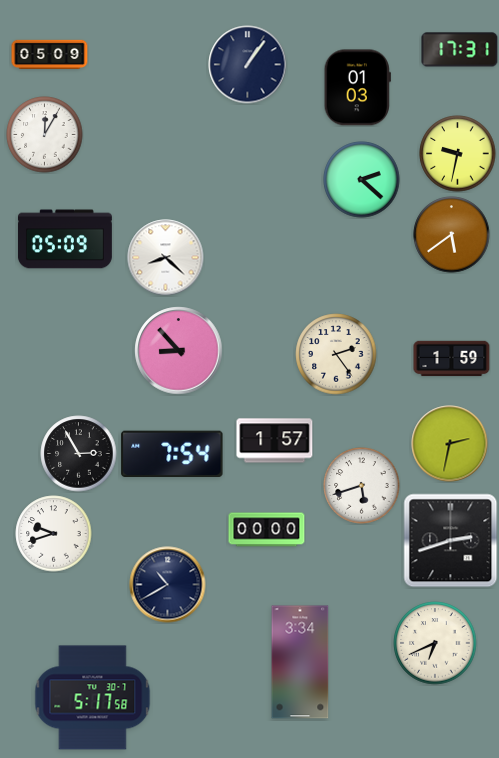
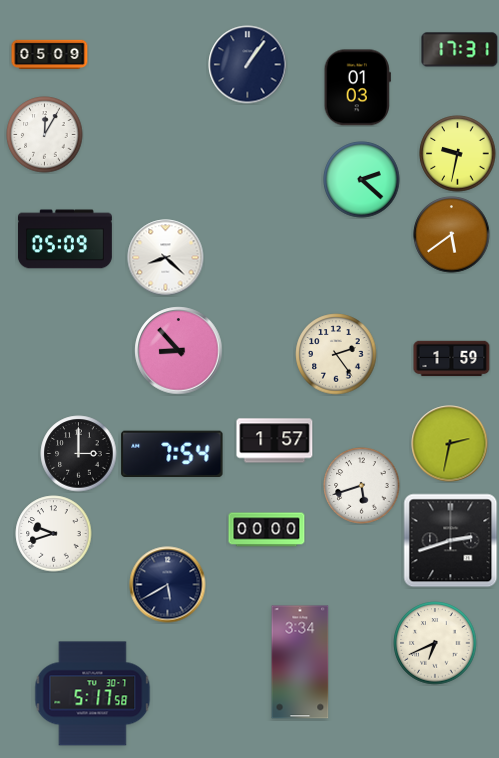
clock at (79, 454): 2:55 -> 3:00
clock at (168, 585): 10:40 -> 5:40
clock at (93, 698) position: (93, 698) -> (93, 694)
